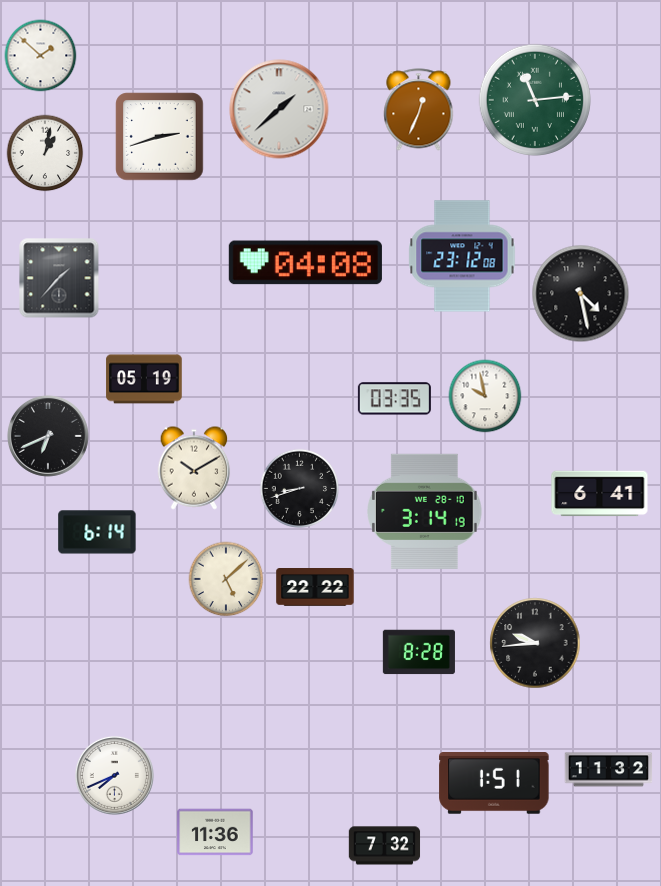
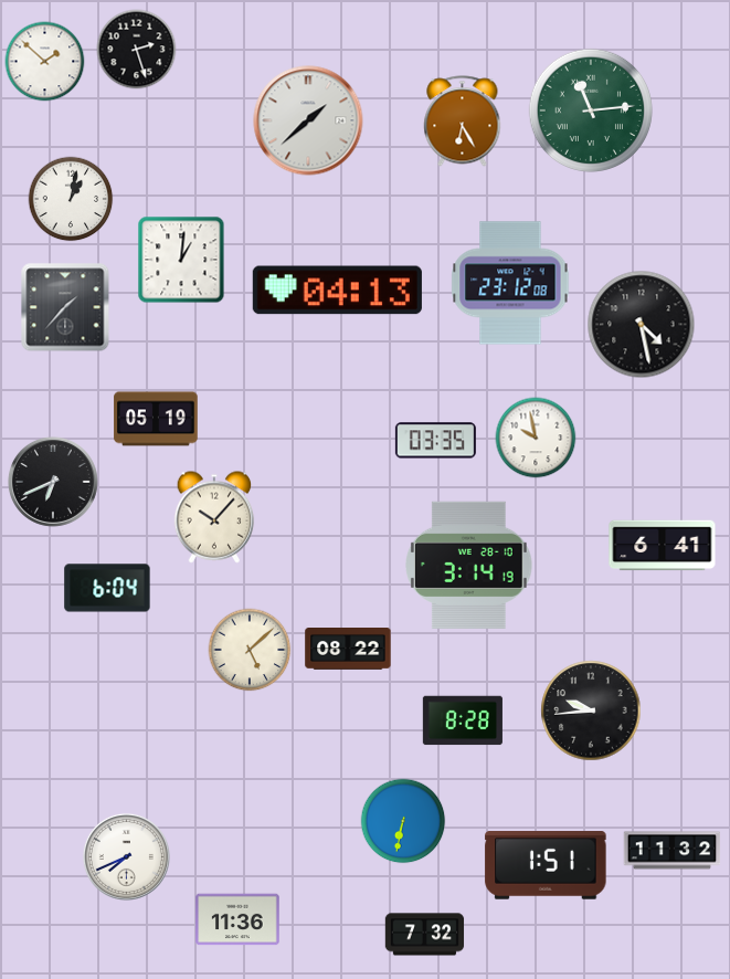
clock at (137, 50): none -> 2:27
clock at (419, 110): 12:34 -> 6:25
clock at (160, 137): 2:42 -> none
clock at (45, 153) position: (45, 153) -> (71, 199)
clock at (181, 260): none -> 1:01
clock at (305, 263): 04:08 -> 04:13
clock at (144, 379) position: (144, 379) -> (156, 419)
clock at (194, 468): 10:10 -> 10:07
clock at (300, 489): 8:42 -> none
clock at (97, 532): 6:14 -> 6:04
clock at (226, 579) position: (226, 579) -> (250, 650)
clock at (315, 588): 22:22 -> 08:22
clock at (403, 821): none -> 6:32
